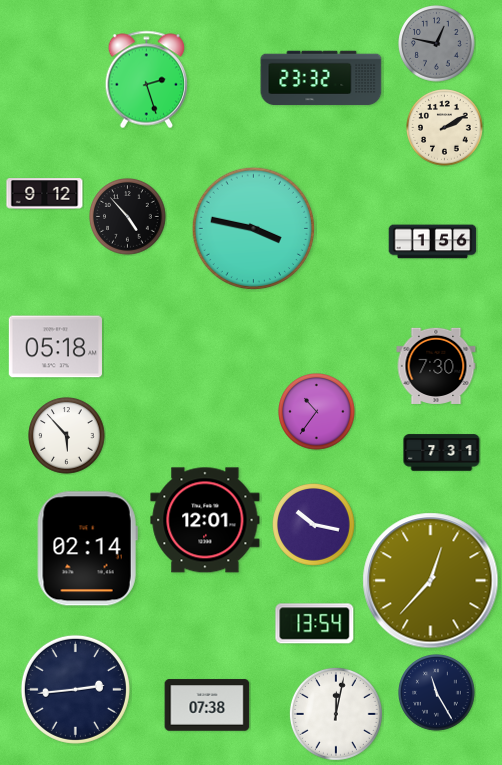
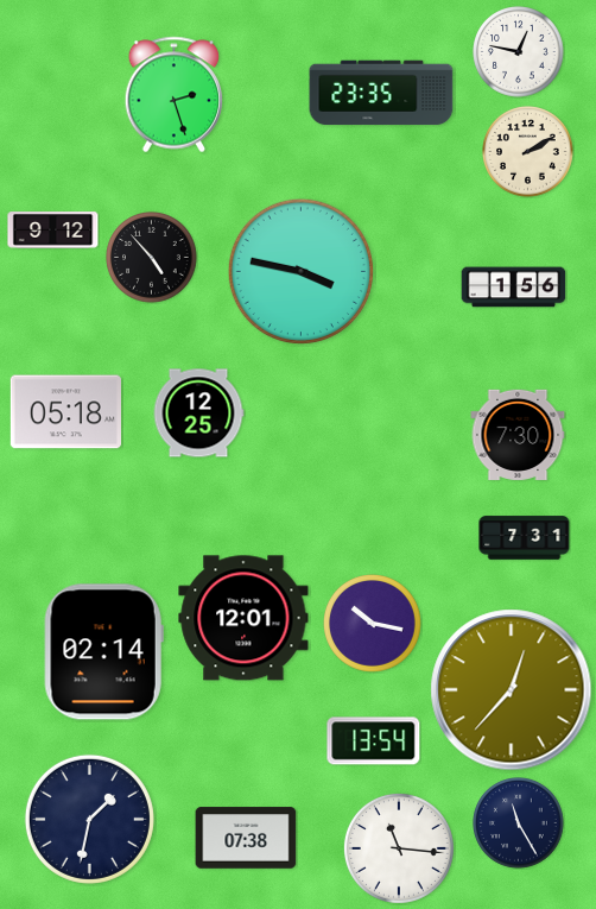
clock at (437, 44) dial: grey -> white
clock at (321, 78): 23:32 -> 23:35
clock at (198, 414): none -> 12:25
clock at (317, 412): 10:36 -> none
clock at (67, 436): 5:53 -> none
clock at (75, 689): 2:44 -> 1:32
clock at (336, 714): 12:02 -> 11:16
